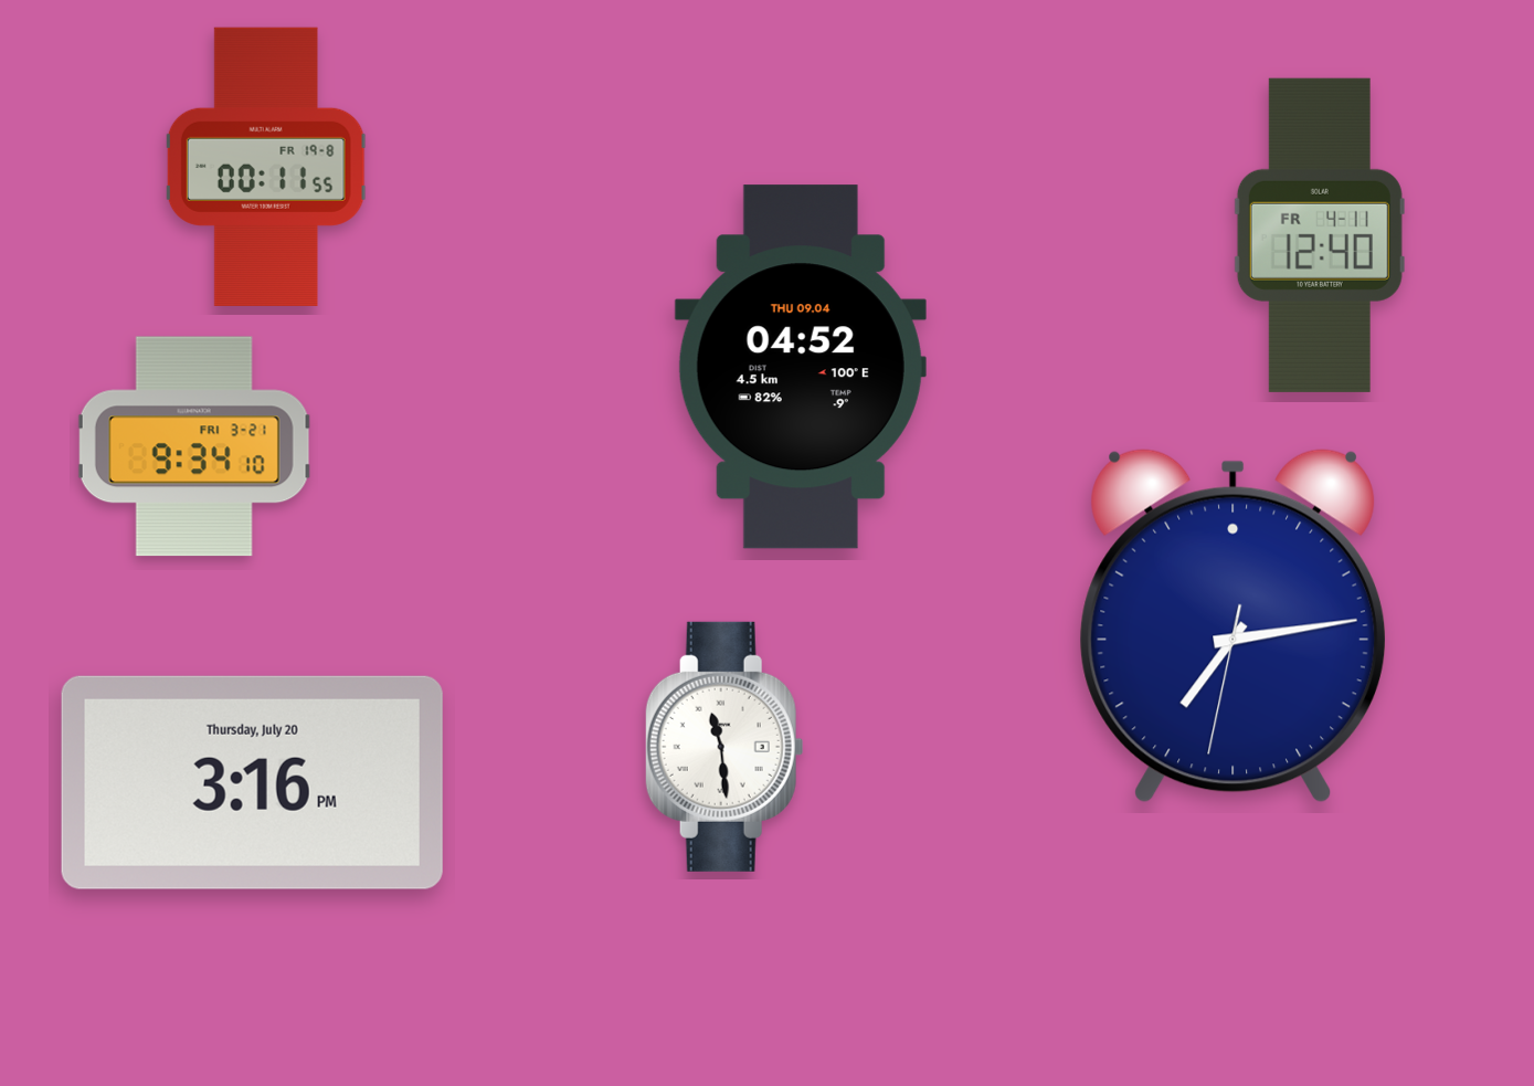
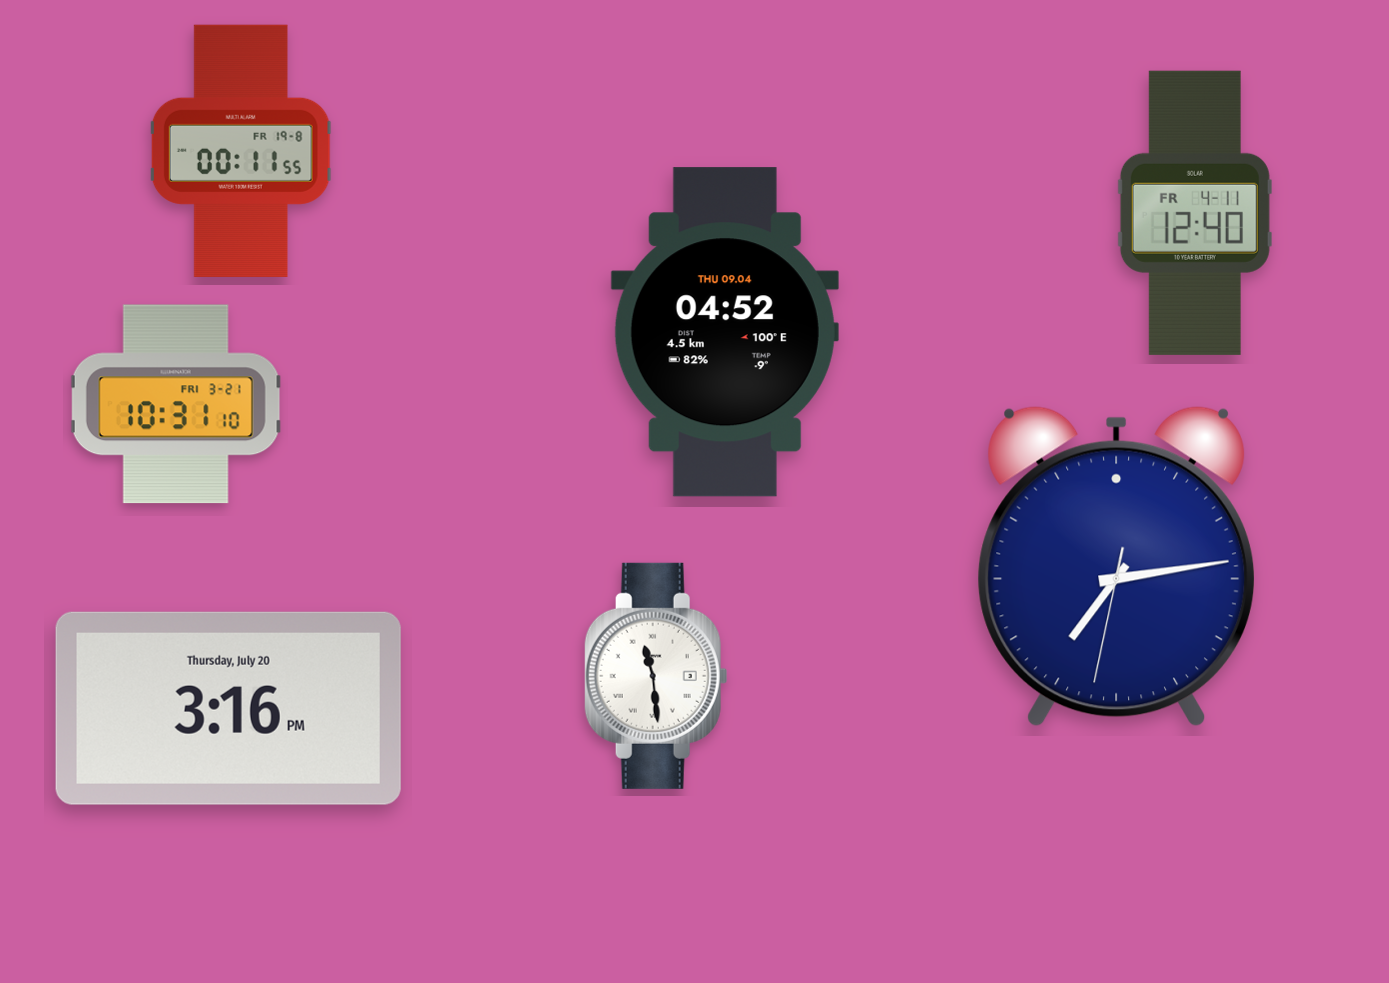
clock at (194, 446): 9:34 -> 10:31
